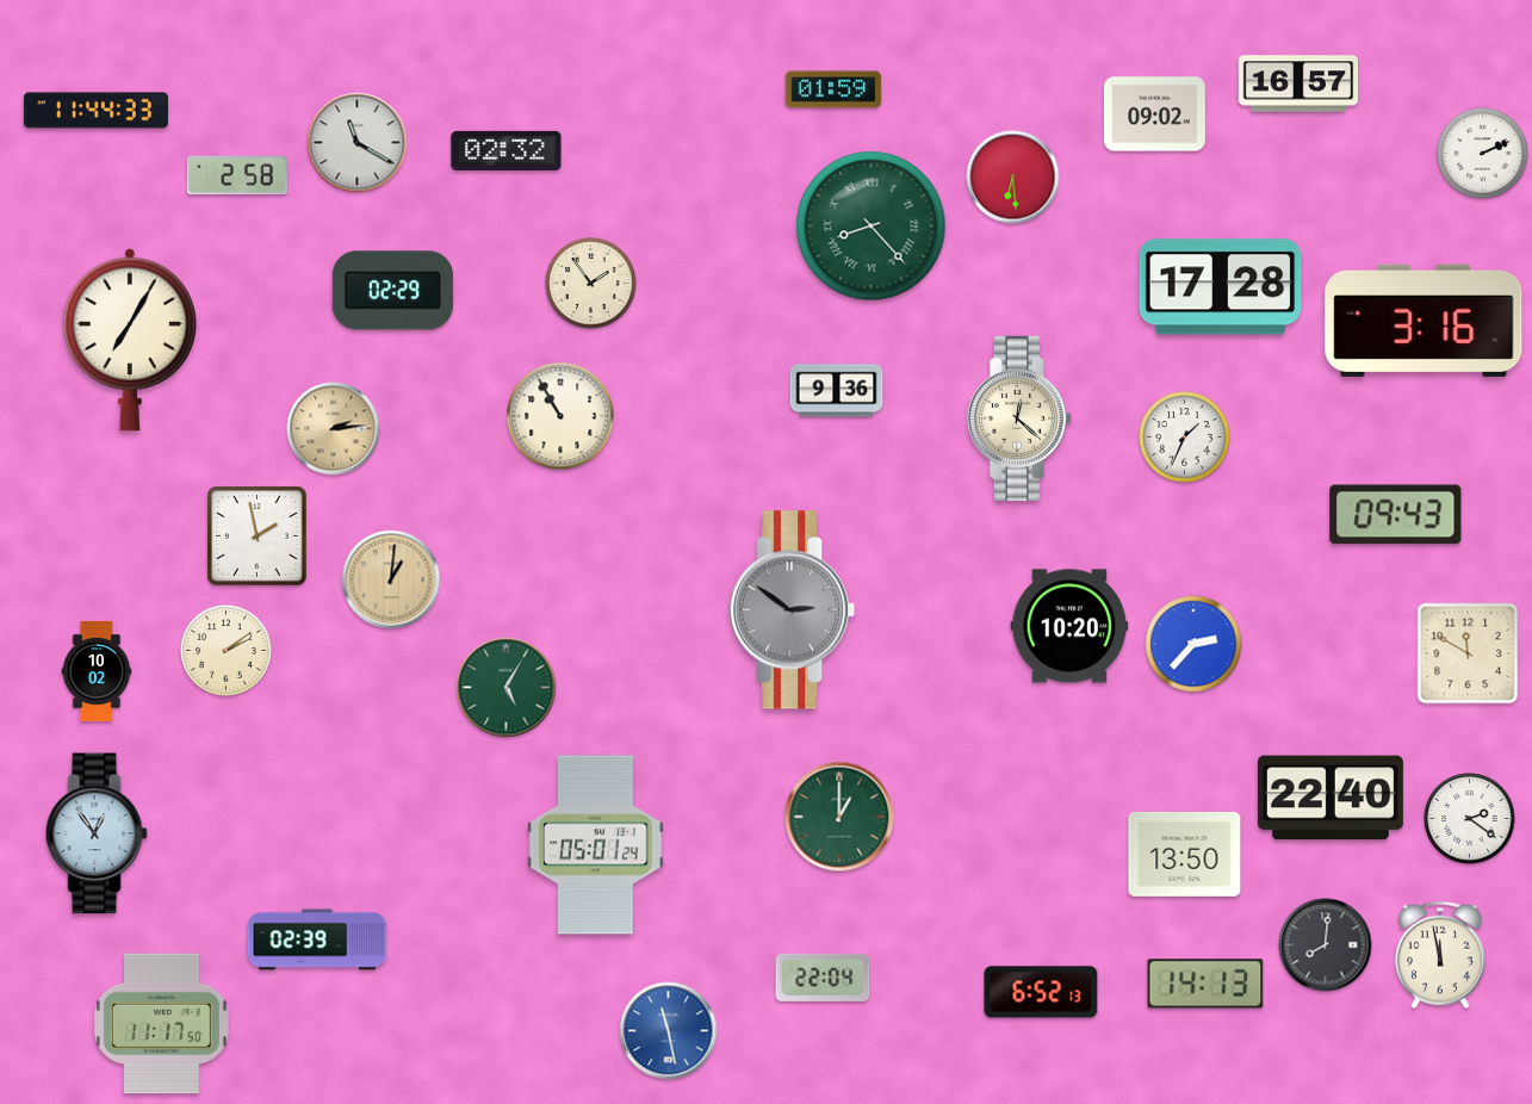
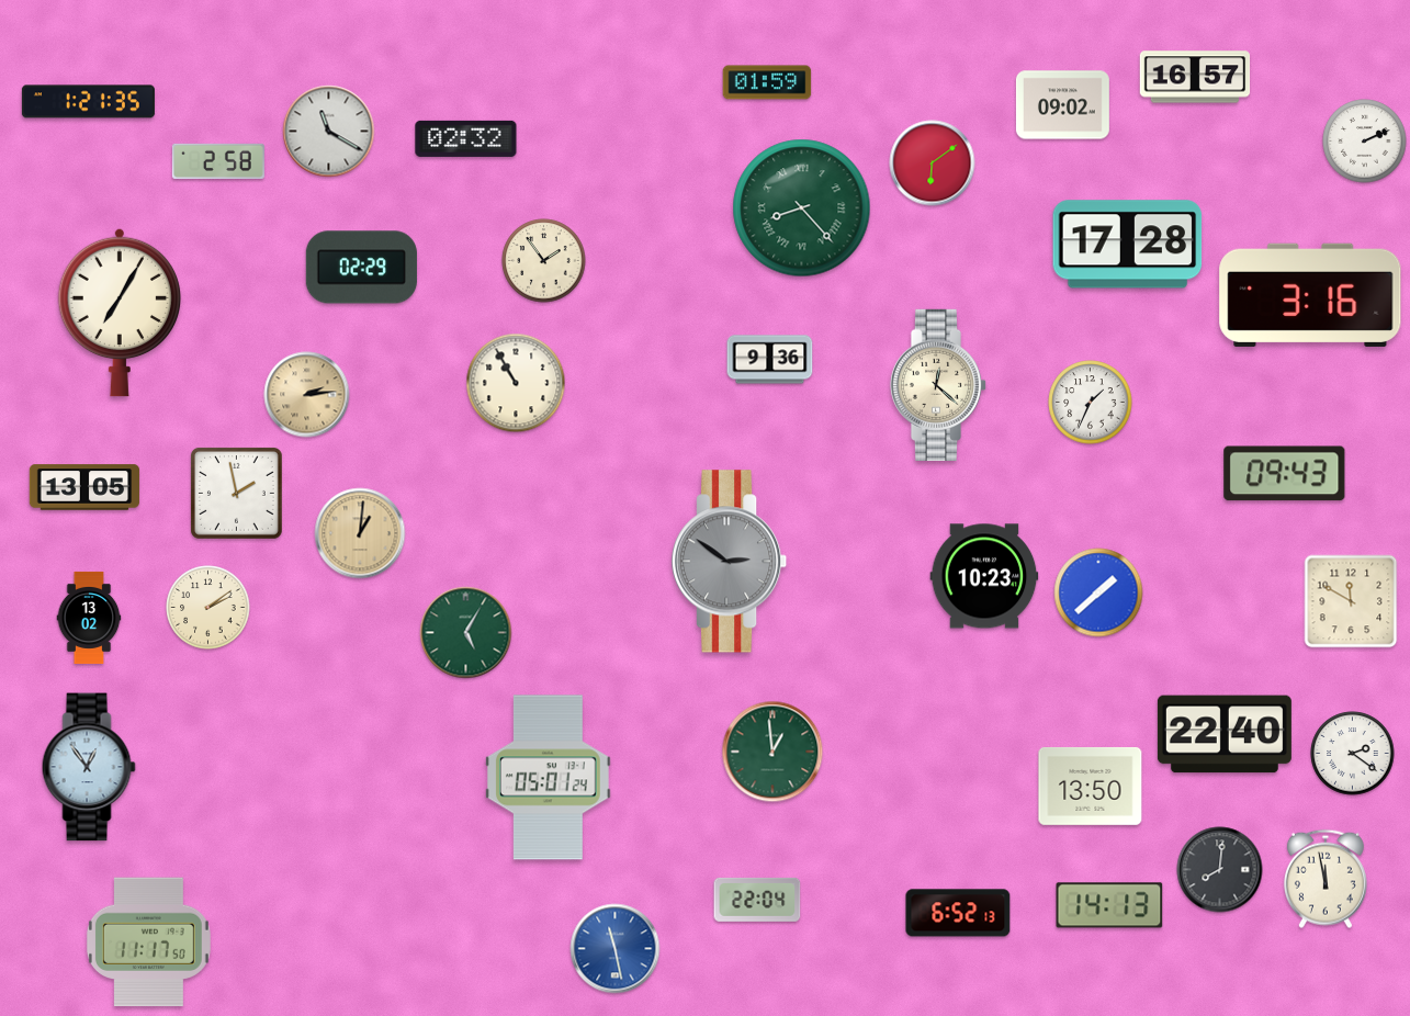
clock at (95, 111): 11:44 -> 1:21
clock at (1013, 178): 6:29 -> 6:09
clock at (1221, 287) position: (1221, 287) -> (1128, 245)
clock at (84, 487): none -> 13:05
clock at (1069, 626): 10:20 -> 10:23
clock at (1193, 644): 2:37 -> 1:38
clock at (227, 651) position: (227, 651) -> (208, 608)
clock at (97, 671): 10:02 -> 13:02
clock at (839, 817): 1:00 -> 12:59
clock at (317, 939): 02:39 -> none
